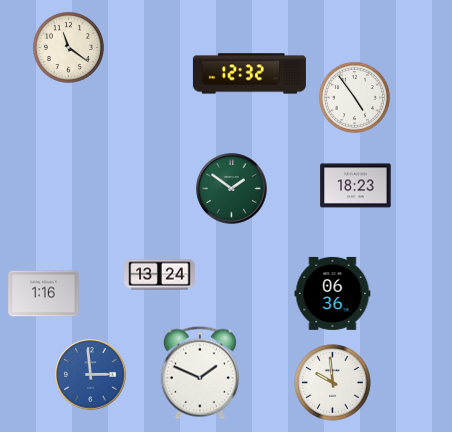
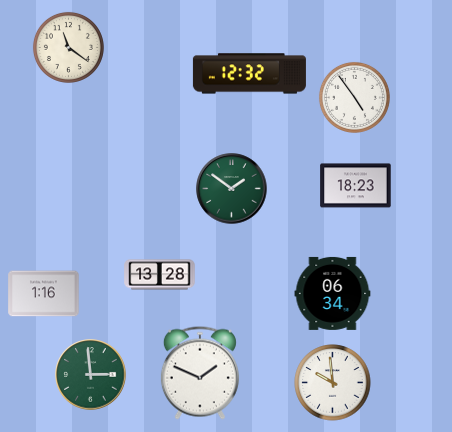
clock at (160, 275): 13:24 -> 13:28
clock at (333, 293): 06:36 -> 06:34
clock at (91, 375) dial: blue -> green
